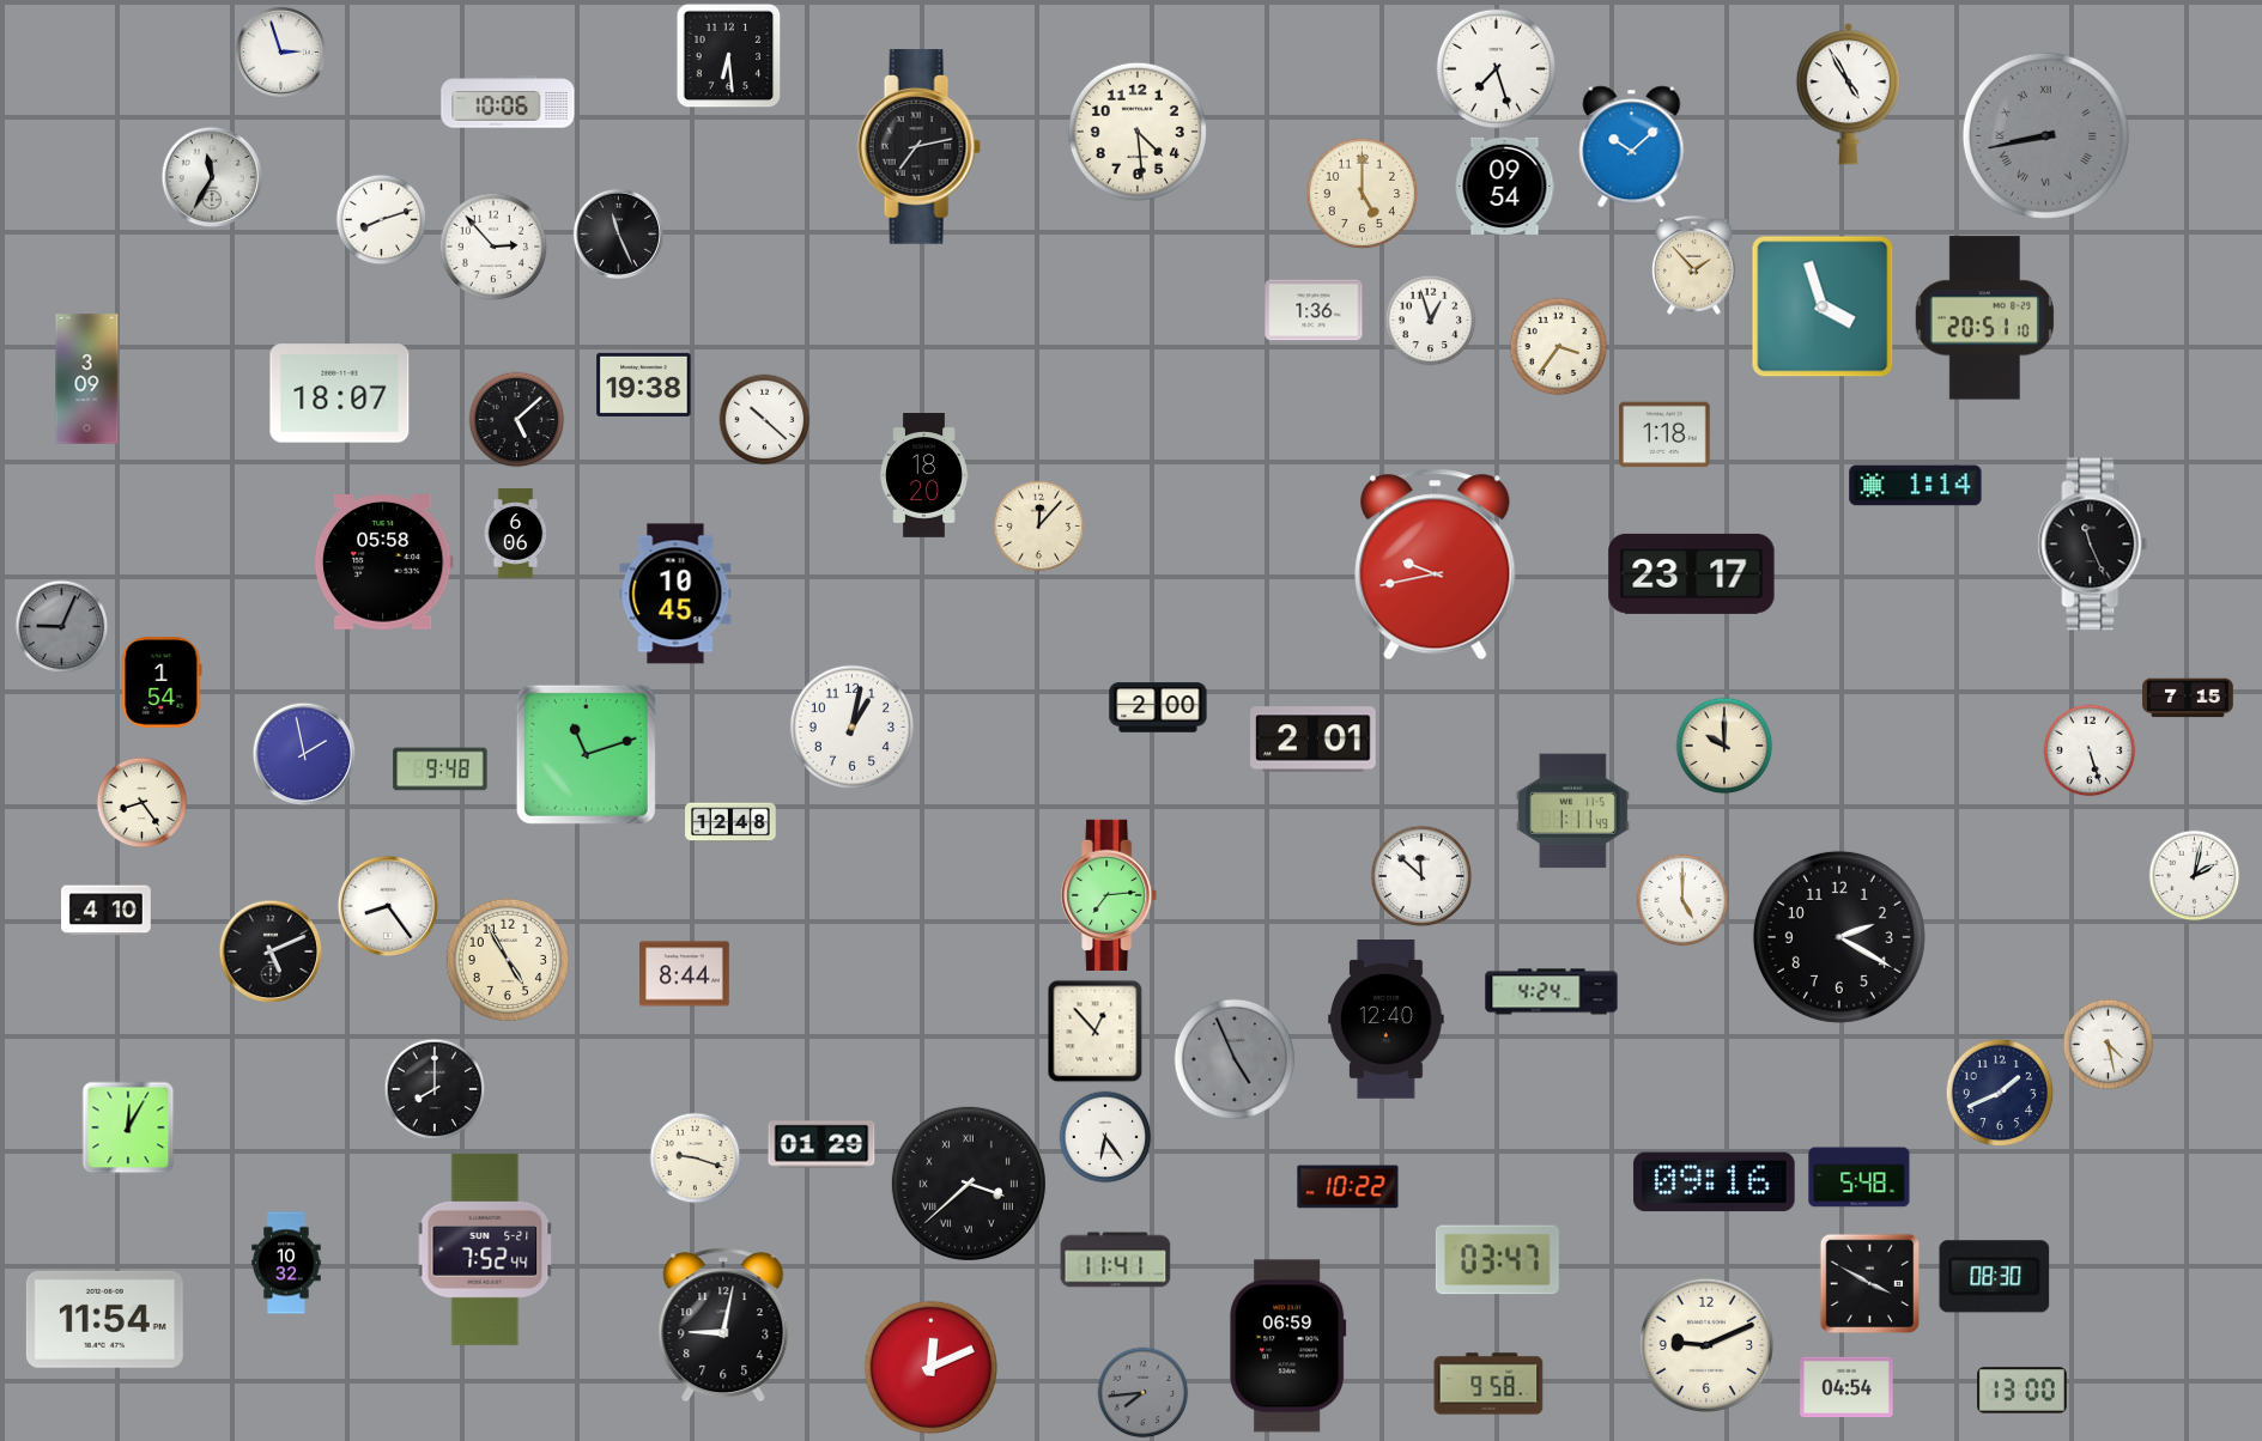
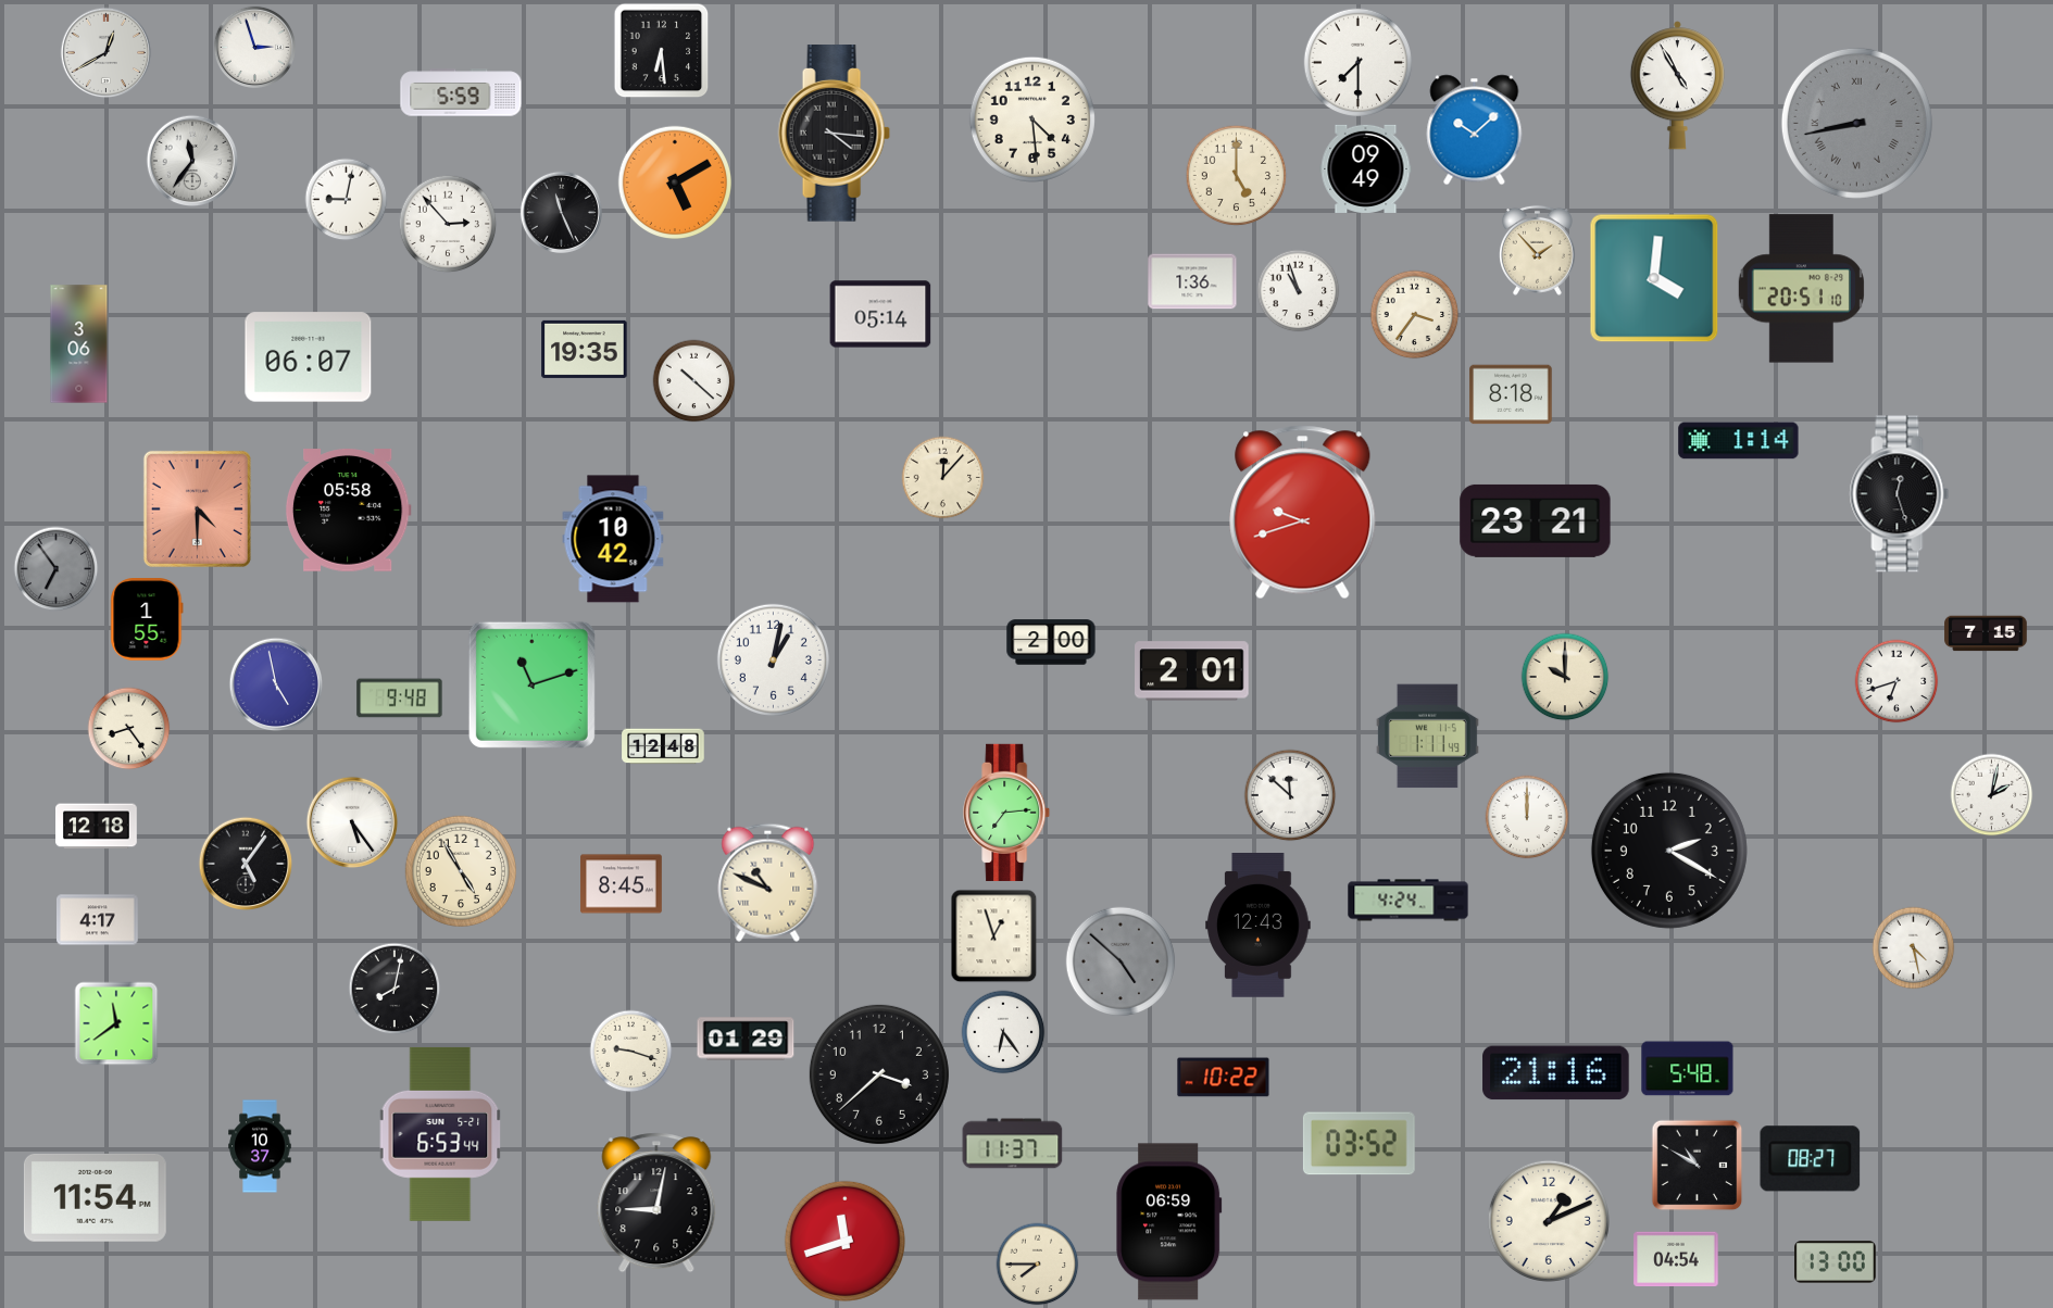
clock at (107, 53): none -> 12:40
clock at (1497, 69): 7:27 -> 7:30
clock at (508, 102): 10:06 -> 5:59
clock at (918, 147): 7:13 -> 4:16
clock at (1632, 147) position: (1632, 147) -> (1475, 130)
clock at (212, 177): 11:35 -> 11:36
clock at (1505, 186): 09:54 -> 09:49
clock at (674, 181): none -> 5:10
clock at (382, 220): 8:12 -> 9:02
clock at (1693, 265) position: (1693, 265) -> (1537, 250)
clock at (1823, 306): 3:57 -> 4:01
clock at (1431, 321): 12:57 -> 10:57
clock at (880, 314): none -> 05:14
clock at (87, 379): 3:09 -> 3:06
clock at (644, 384): 19:38 -> 19:35
clock at (340, 394): 18:07 -> 06:07
clock at (517, 420): 5:08 -> none
clock at (1664, 434): 1:18 -> 8:18
clock at (924, 475): 18:20 -> none
clock at (516, 534): 6:06 -> none
clock at (2093, 545): 11:26 -> 12:27
clock at (197, 508): none -> 4:30
clock at (1436, 565): 9:43 -> 9:42
clock at (1692, 573): 23:17 -> 23:21
clock at (675, 594): 10:45 -> 10:42
clock at (62, 627): 9:04 -> 6:54
clock at (162, 682): 1:54 -> 1:55
clock at (2090, 750): 5:27 -> 6:42
clock at (304, 754): 1:58 -> 4:58
clock at (1682, 900): 5:00 -> 12:00
clock at (388, 906): 8:24 -> 5:24
clock at (107, 911): 4:10 -> 12:18
clock at (271, 951): 5:11 -> 5:06
clock at (768, 882): none -> 10:49
clock at (685, 974): 8:44 -> 8:45
clock at (98, 920): none -> 4:17
clock at (1387, 1020): 12:40 -> 12:43
clock at (1096, 1032): 12:53 -> 12:57
clock at (1235, 1059): 4:56 -> 4:52
clock at (435, 1089): 8:00 -> 8:02
clock at (2000, 1093): 1:41 -> none
clock at (128, 1127): 12:05 -> 11:39
clock at (1715, 1182): 09:16 -> 21:16
clock at (969, 1184) numerals: Roman -> Arabic
clock at (485, 1250): 7:52 -> 6:53
clock at (1116, 1260): 11:41 -> 11:37
clock at (1497, 1260): 03:47 -> 03:52
clock at (286, 1263): 10:32 -> 10:37
clock at (1995, 1277): 08:30 -> 08:27
clock at (1870, 1284): 3:50 -> 10:50
clock at (1706, 1345): 9:11 -> 1:11
clock at (930, 1367): 12:11 -> 11:42
clock at (1488, 1384): 9:58 -> none
clock at (1144, 1393): 7:44 -> 7:45
clock at (1144, 1393) dial: grey -> cream
